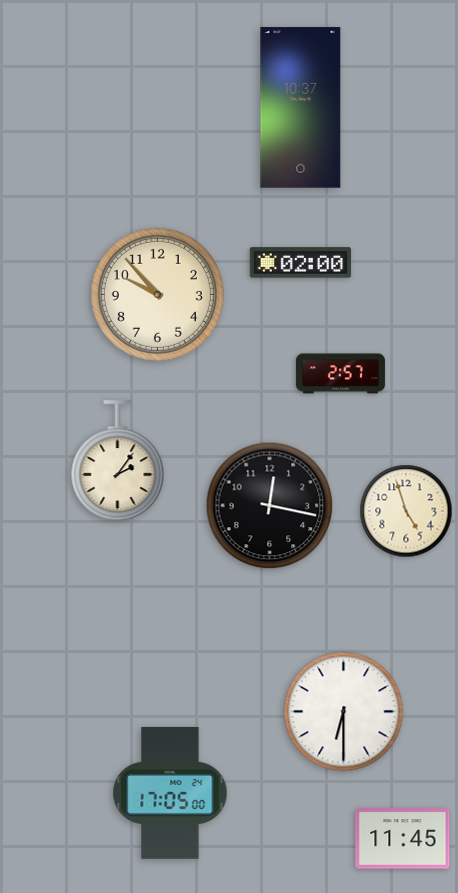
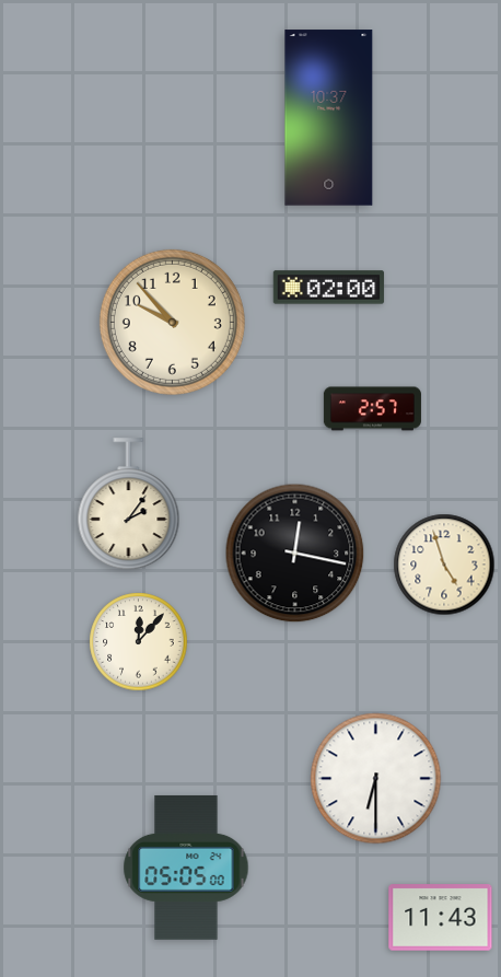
clock at (406, 511) position: (406, 511) -> (444, 565)
clock at (139, 642): none -> 12:07
clock at (170, 793): 17:05 -> 05:05
clock at (403, 839): 11:45 -> 11:43
